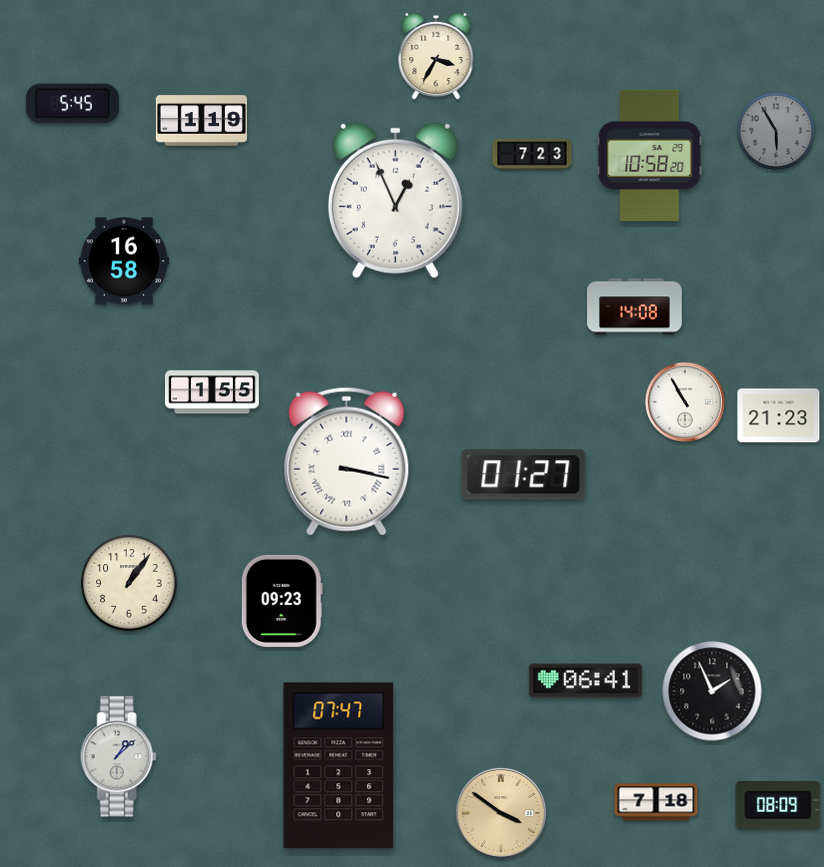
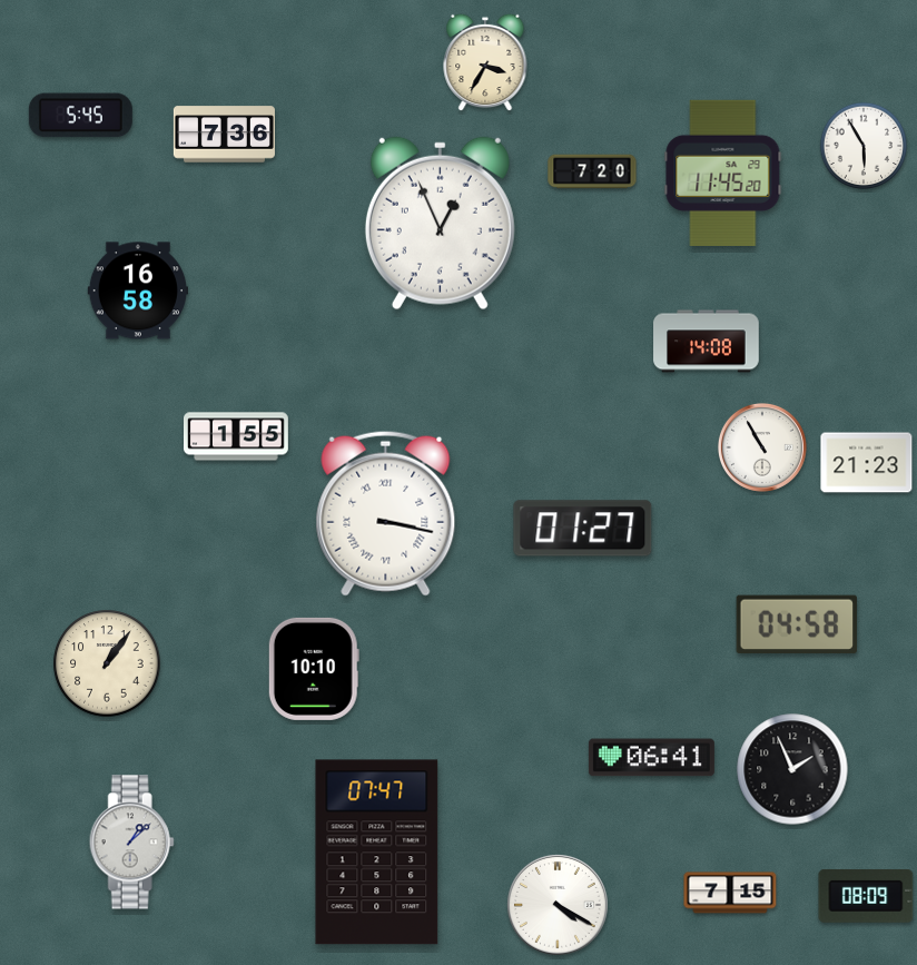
clock at (201, 121): 1:19 -> 7:36
clock at (776, 131) dial: grey -> white
clock at (532, 154): 7:23 -> 7:20
clock at (650, 155): 10:58 -> 11:45
clock at (797, 624): none -> 04:58
clock at (129, 583) position: (129, 583) -> (107, 663)
clock at (282, 601): 09:23 -> 10:10
clock at (656, 802): 7:18 -> 7:15
clock at (502, 814): 3:51 -> 4:20
clock at (502, 814) dial: champagne -> white
